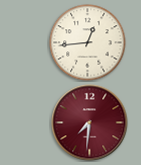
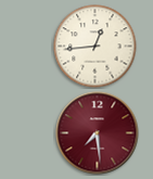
clock at (90, 123): 7:31 -> 7:29
